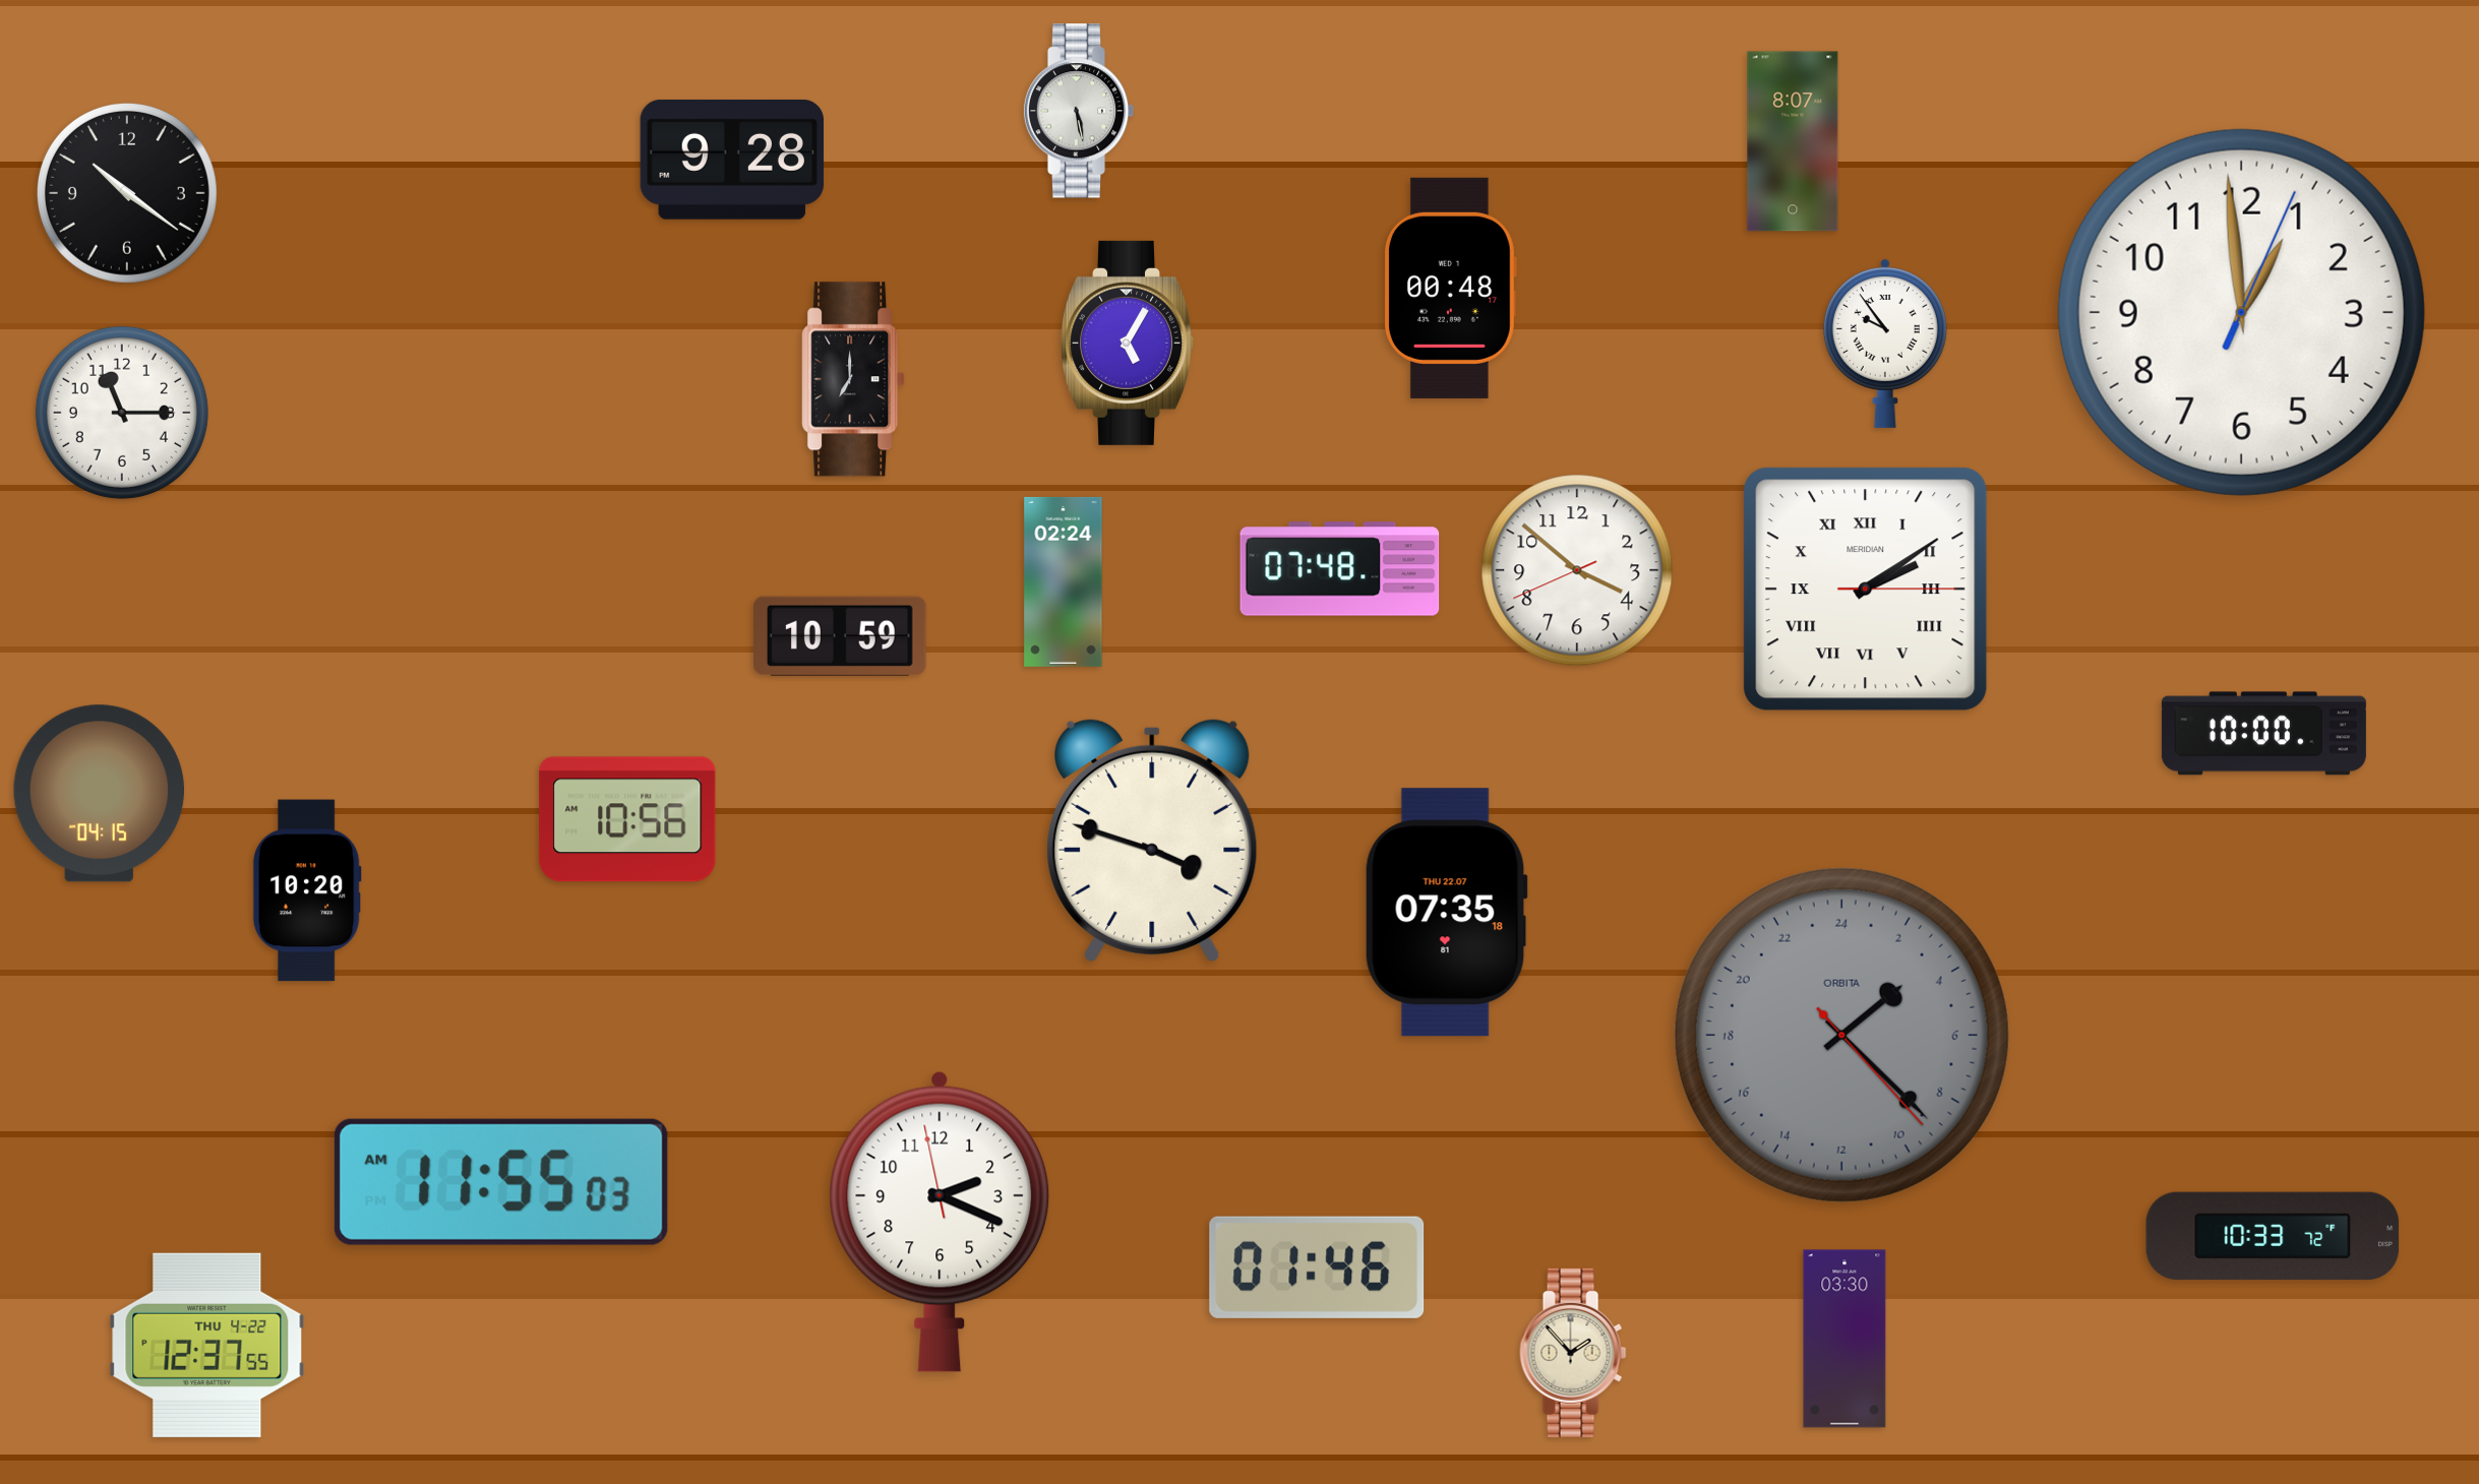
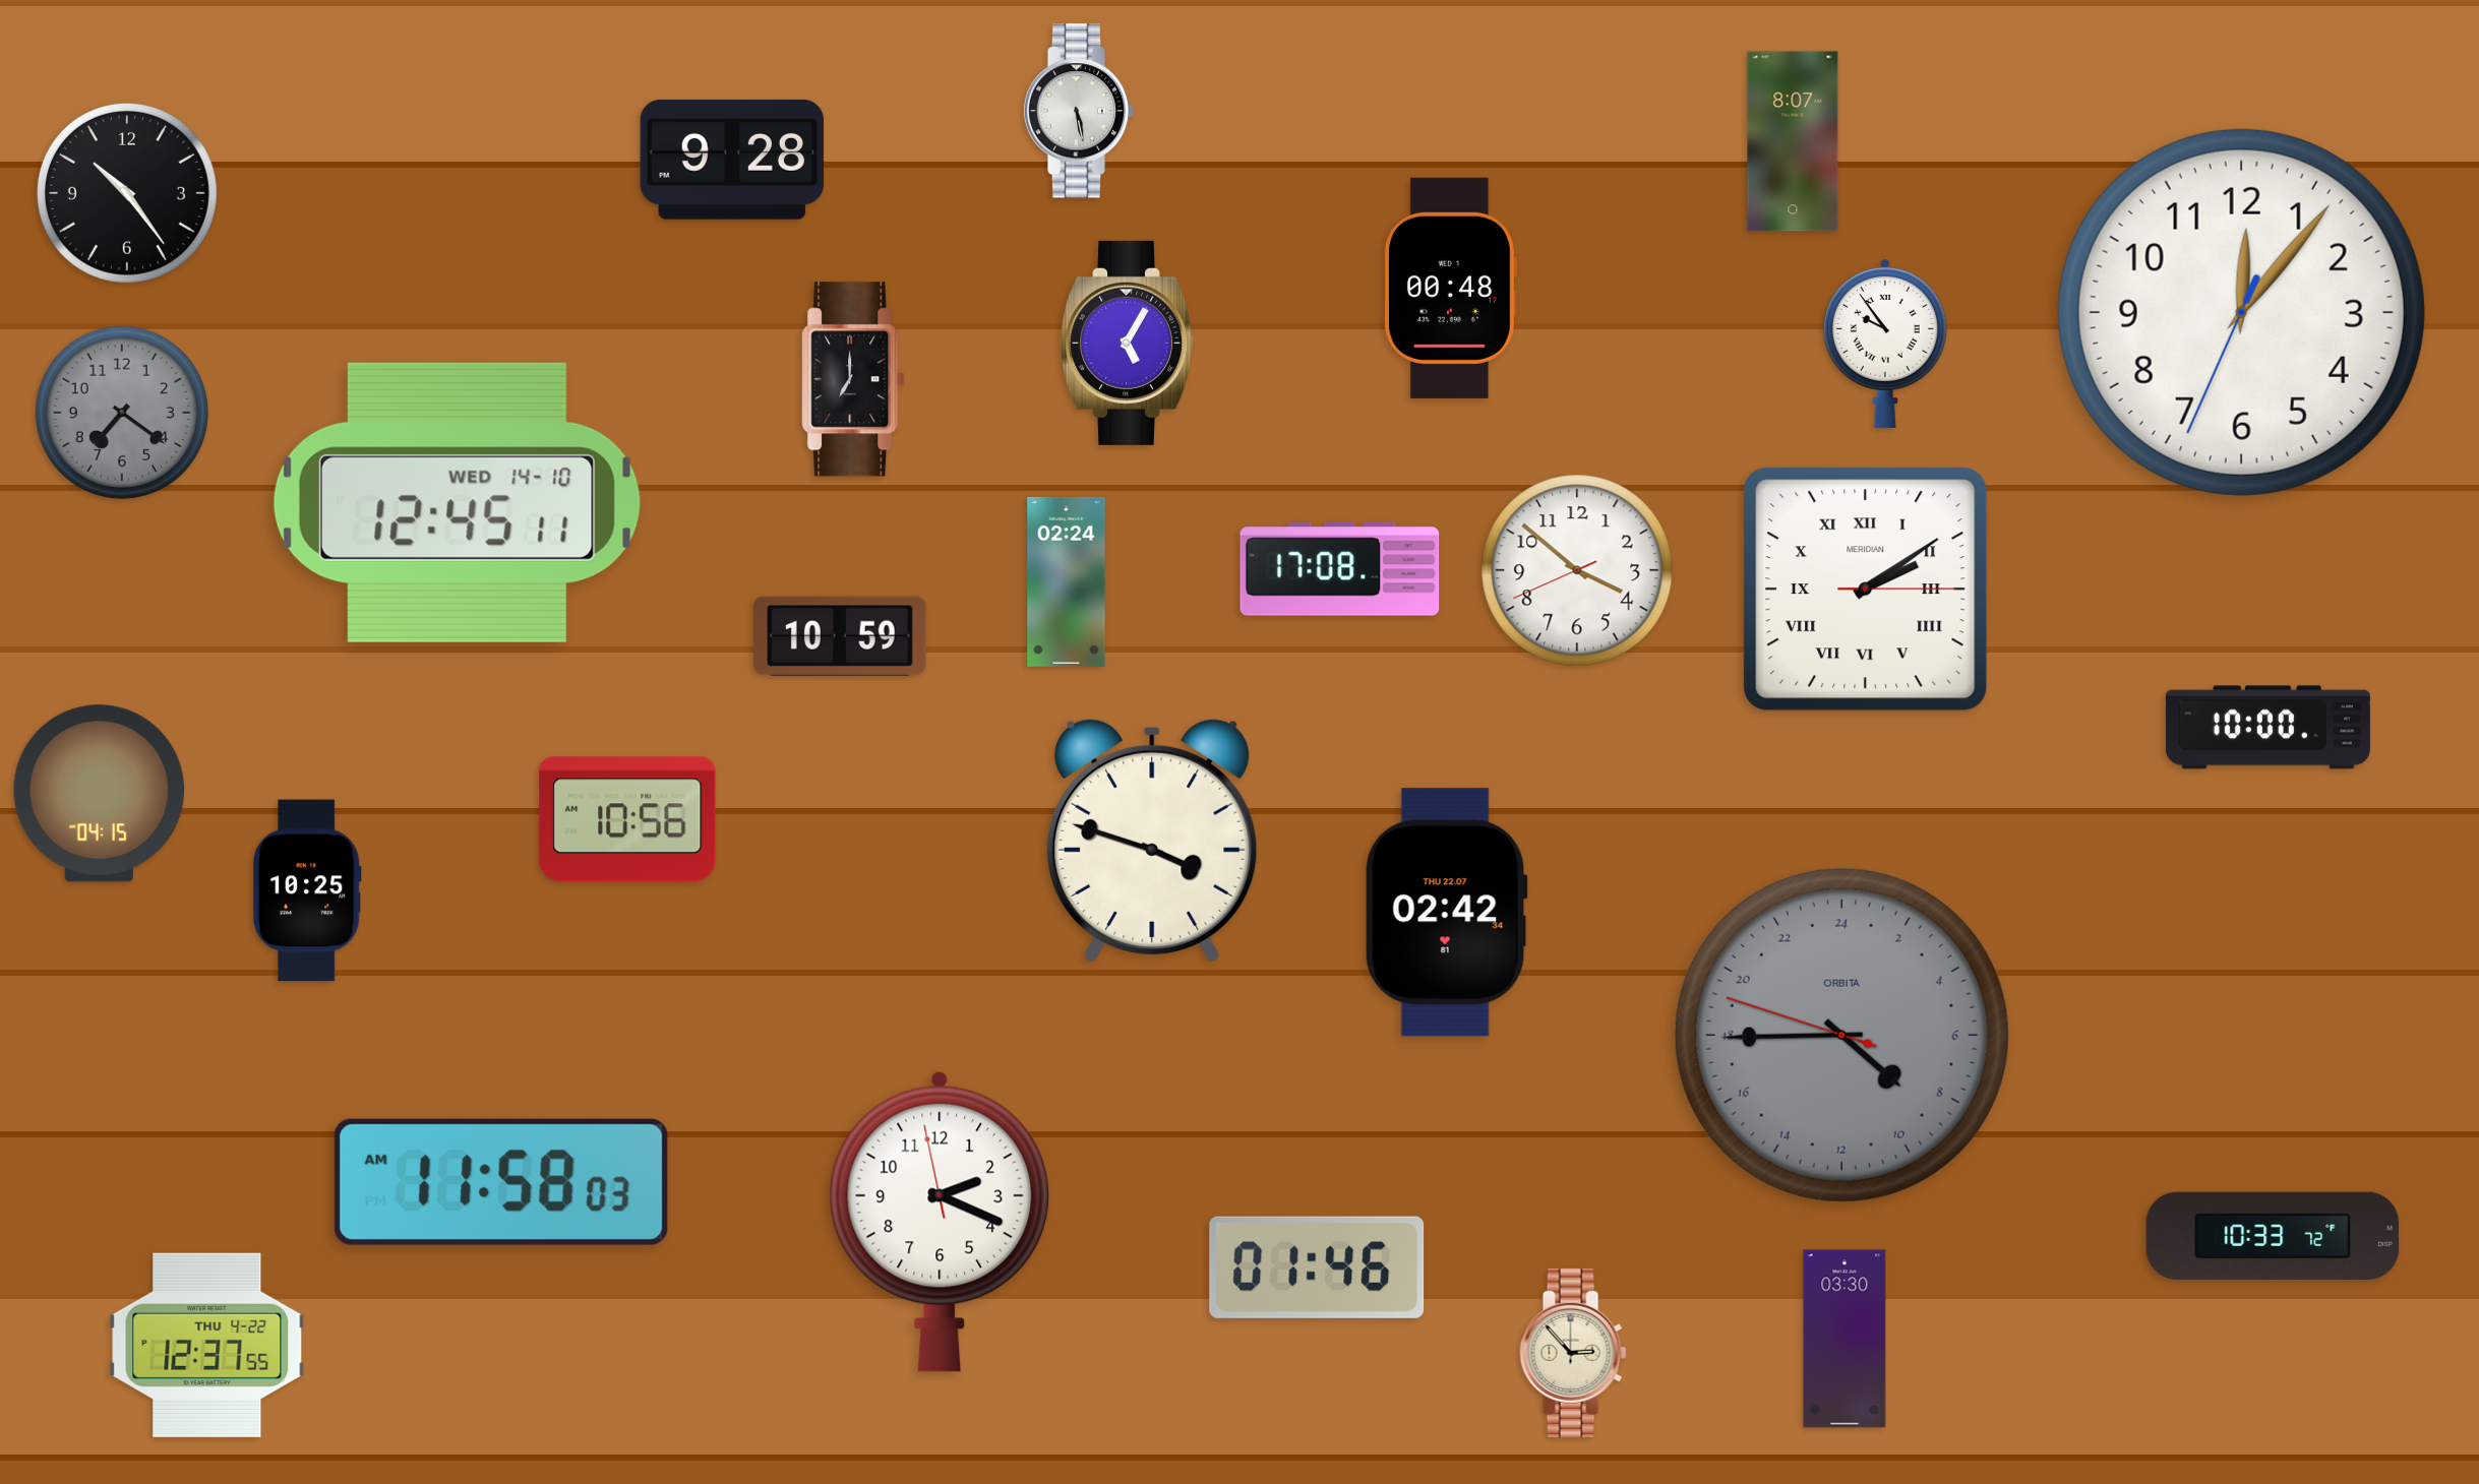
clock at (127, 193): 10:21 -> 10:24
clock at (2241, 312): 12:59 -> 12:06
clock at (122, 413): 11:15 -> 7:21
clock at (122, 413) dial: white -> grey
clock at (457, 502): none -> 12:45
clock at (1340, 569): 07:48 -> 17:08
clock at (1064, 581) position: (1064, 581) -> (1067, 581)
clock at (2263, 734) position: (2263, 734) -> (2268, 728)
clock at (307, 890): 10:20 -> 10:25
clock at (1446, 913): 07:35 -> 02:42
clock at (1841, 1035): 3:22 -> 8:44
clock at (501, 1182): 11:55 -> 11:58
clock at (1573, 1353): 1:53 -> 2:53
